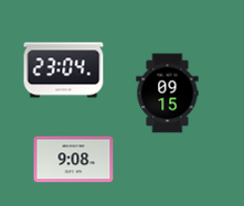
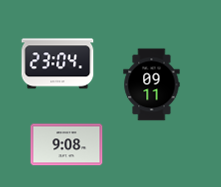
clock at (168, 94): 09:15 -> 09:11
